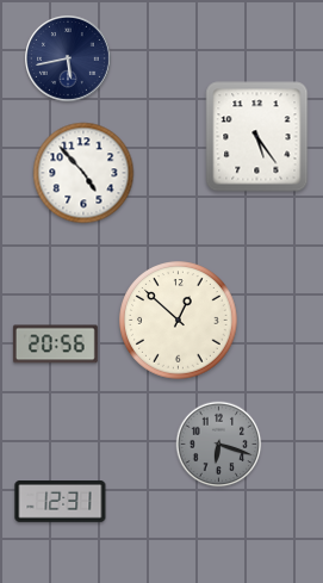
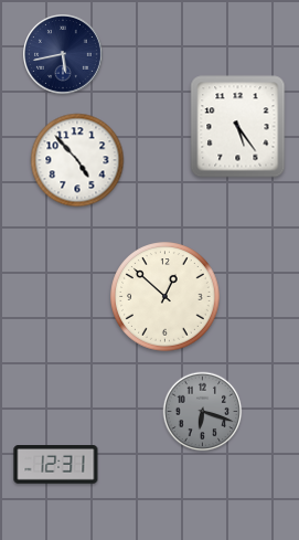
clock at (55, 345): 20:56 -> none
